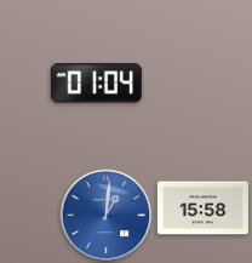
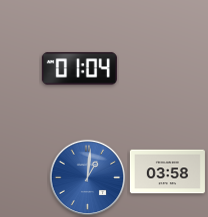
clock at (202, 208): 15:58 -> 03:58
